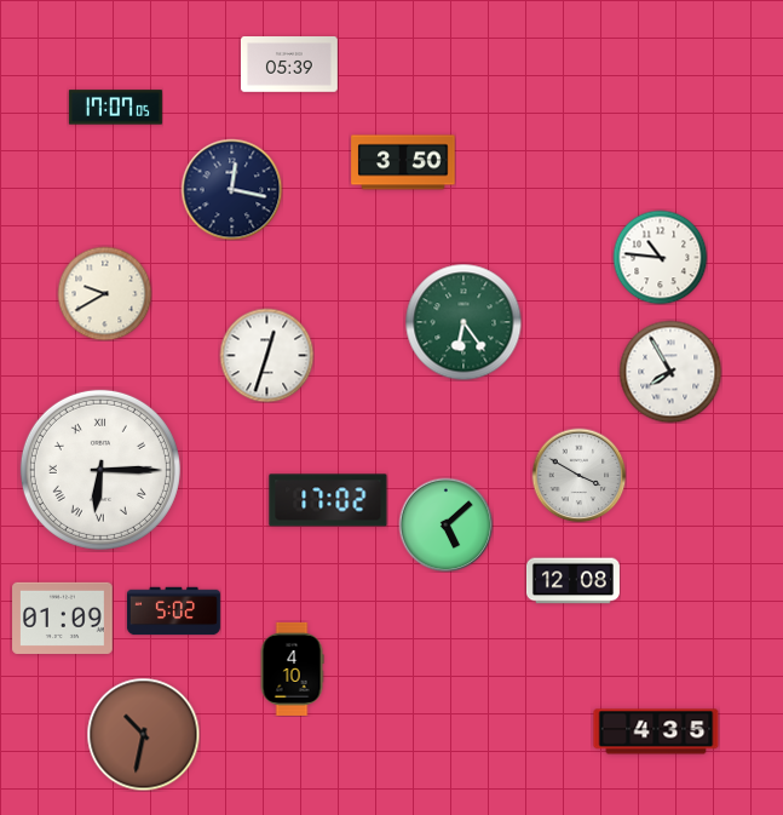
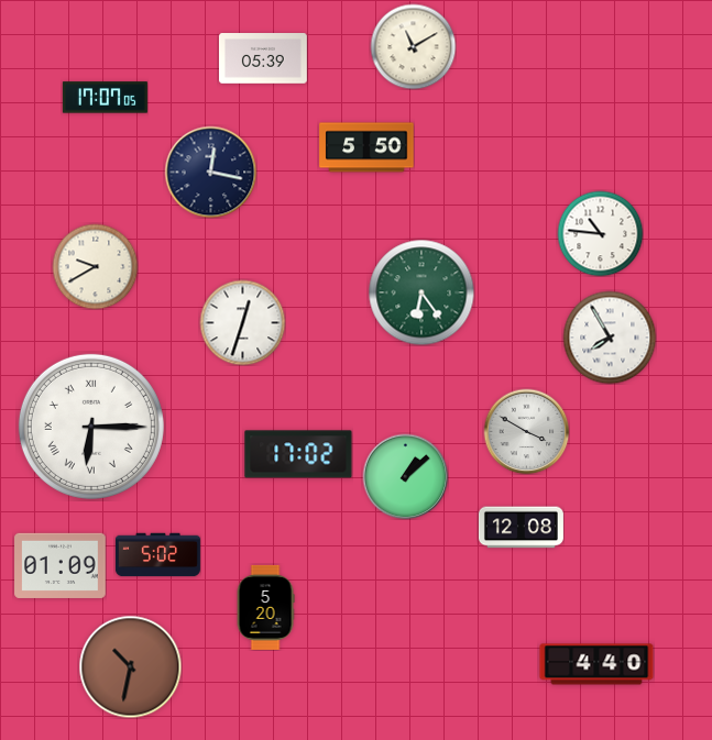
clock at (413, 46): none -> 11:10
clock at (403, 162): 3:50 -> 5:50
clock at (445, 524): 5:08 -> 1:08
clock at (63, 618) position: (63, 618) -> (61, 565)
clock at (292, 668): 4:10 -> 5:20
clock at (656, 731): 4:35 -> 4:40
